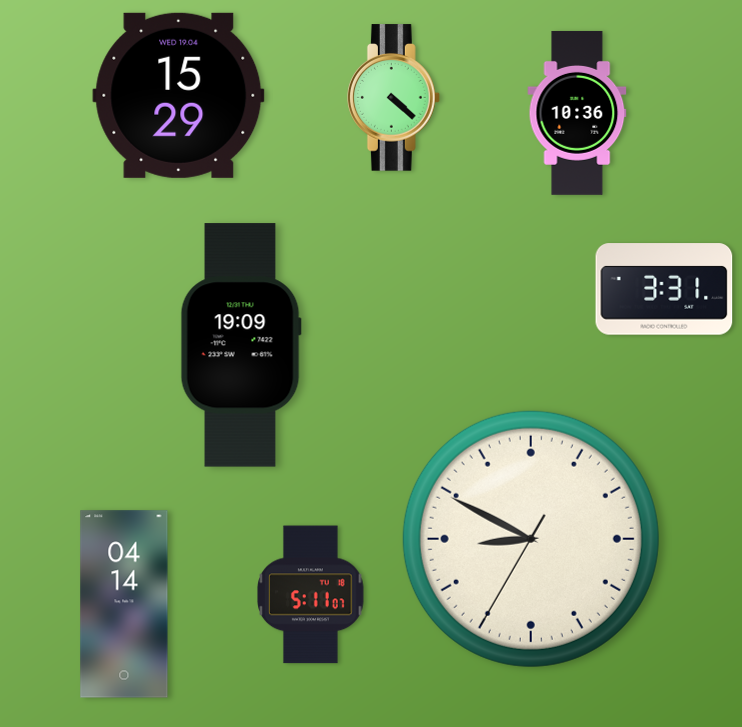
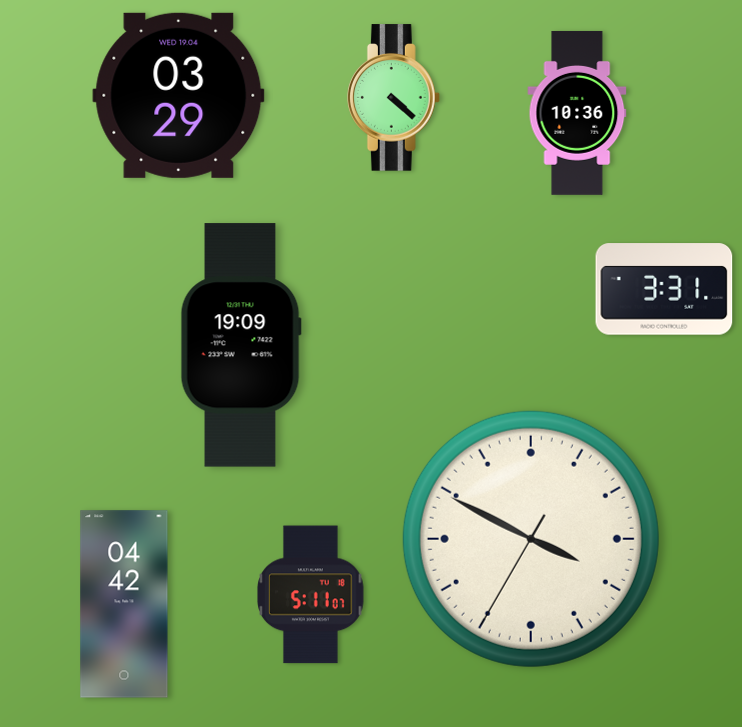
clock at (179, 95): 15:29 -> 03:29
clock at (531, 539): 8:49 -> 3:49
clock at (124, 604): 04:14 -> 04:42
